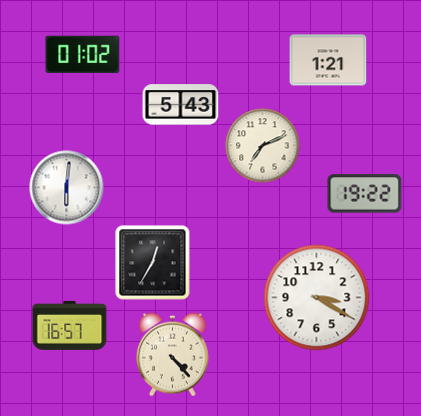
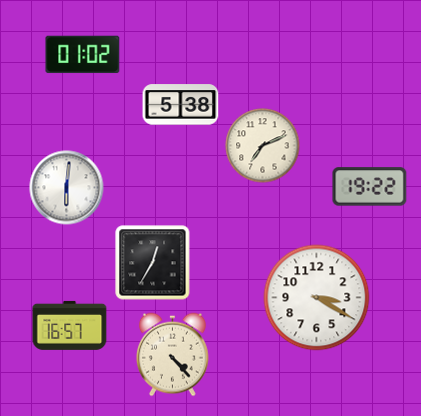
clock at (328, 60): 1:21 -> none
clock at (181, 105): 5:43 -> 5:38
clock at (365, 194) position: (365, 194) -> (370, 187)
